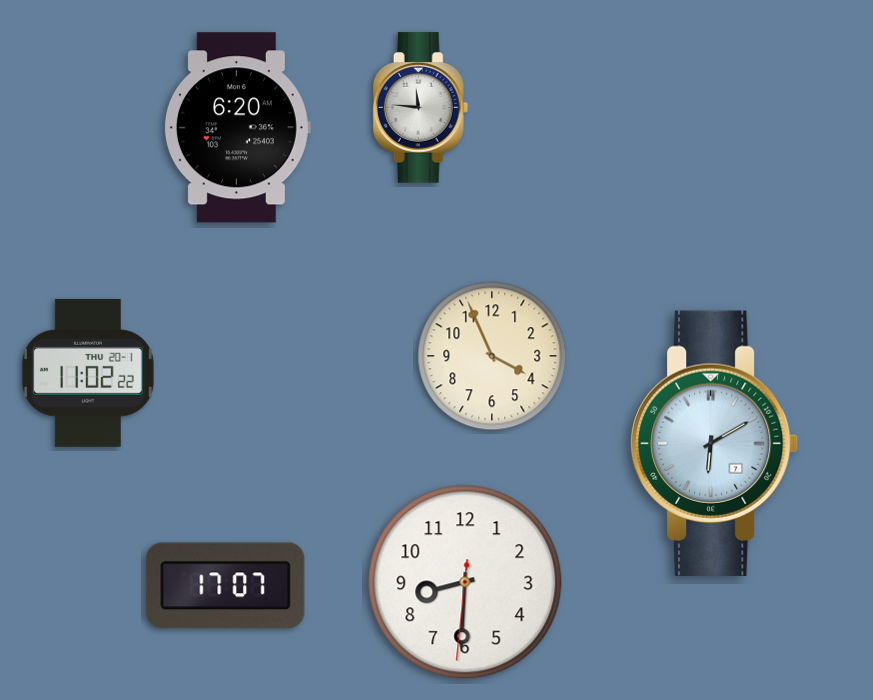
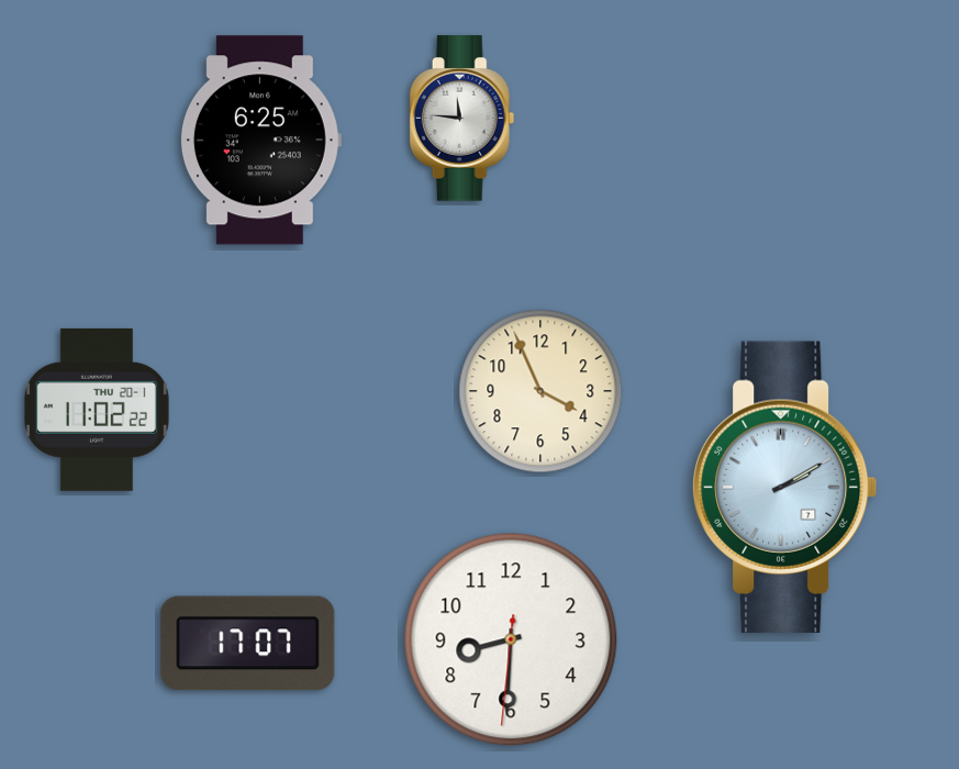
clock at (237, 128): 6:20 -> 6:25
clock at (714, 443): 6:10 -> 2:10
